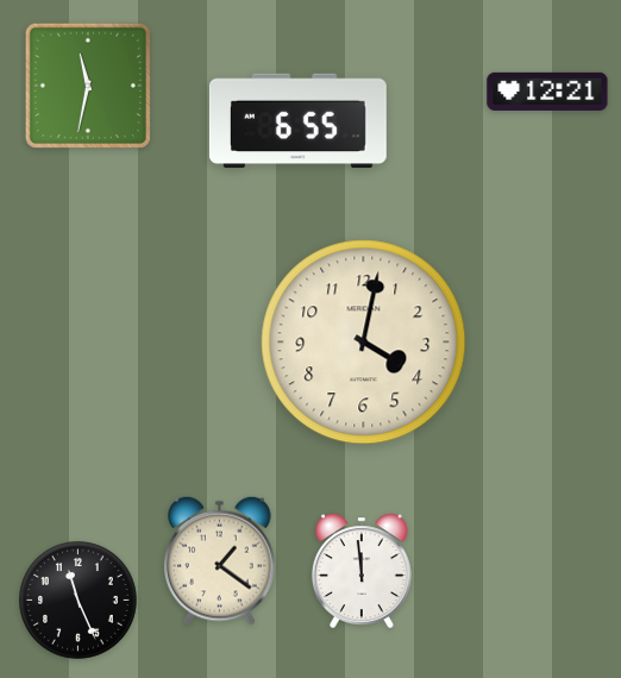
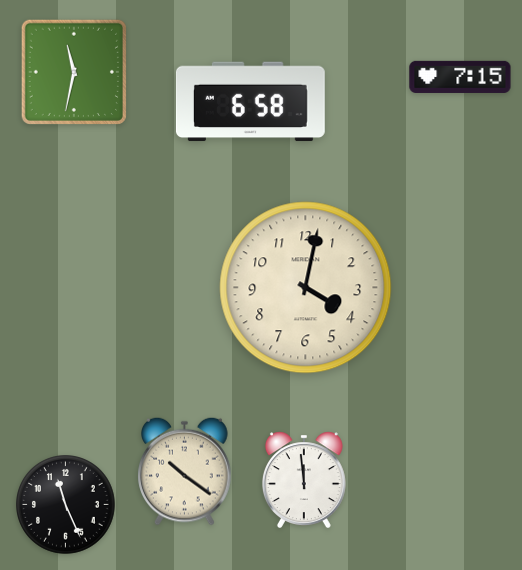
clock at (547, 92): 12:21 -> 7:15
clock at (297, 121): 6:55 -> 6:58
clock at (220, 560): 1:21 -> 10:21
